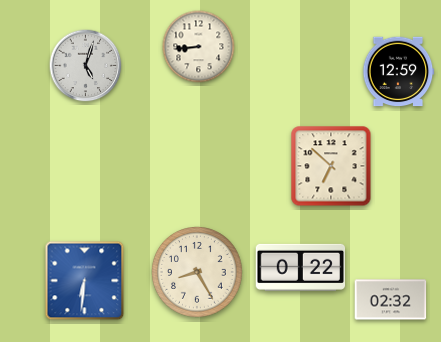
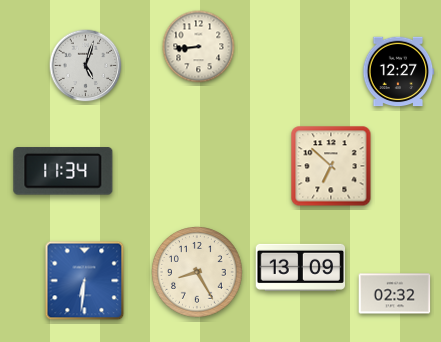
clock at (398, 72): 12:59 -> 12:27
clock at (63, 171): none -> 11:34
clock at (301, 267): 0:22 -> 13:09
clock at (391, 300) position: (391, 300) -> (395, 294)
